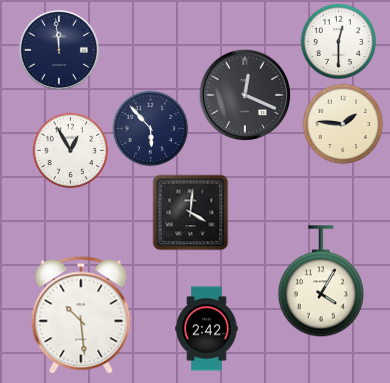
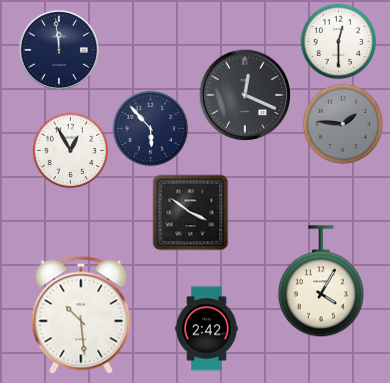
clock at (343, 124) dial: cream -> grey
clock at (191, 213): 4:01 -> 3:51
